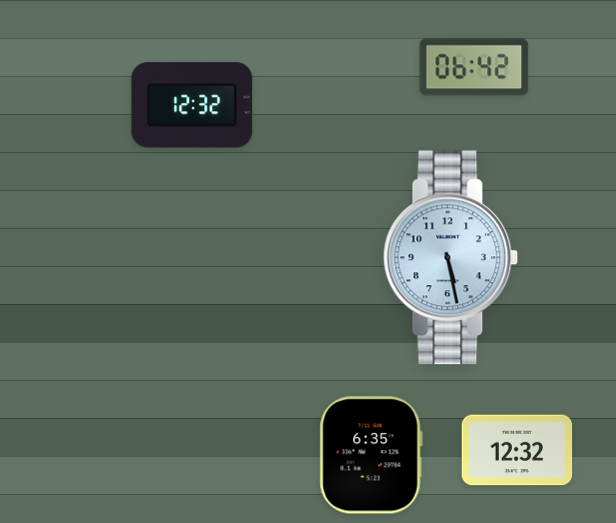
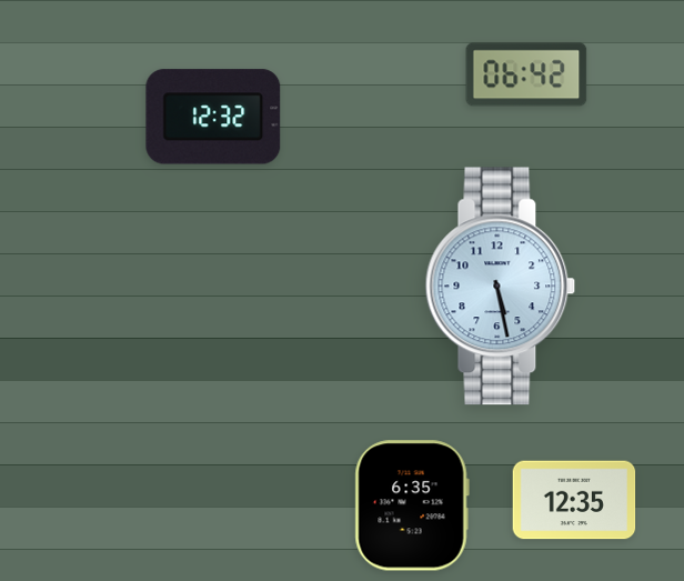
clock at (517, 450): 12:32 -> 12:35
